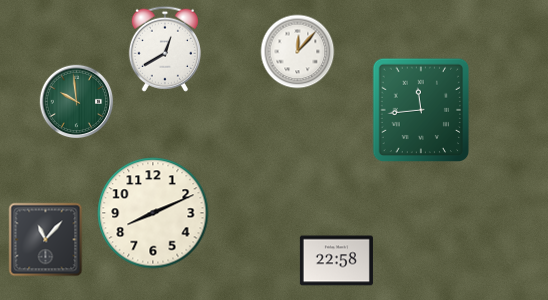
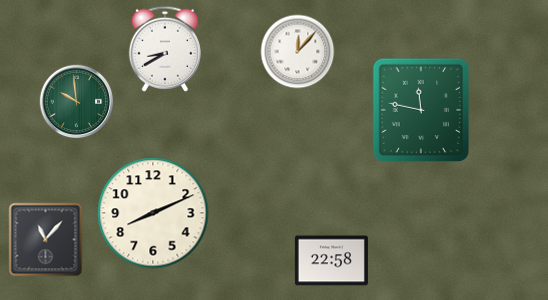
clock at (165, 49): 12:40 -> 8:40
clock at (421, 110): 11:44 -> 11:47
clock at (336, 261) position: (336, 261) -> (331, 261)
